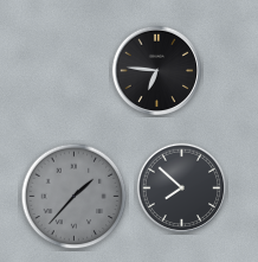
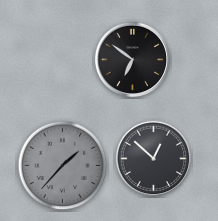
clock at (157, 71): 6:46 -> 6:51
clock at (182, 188): 7:52 -> 12:52
